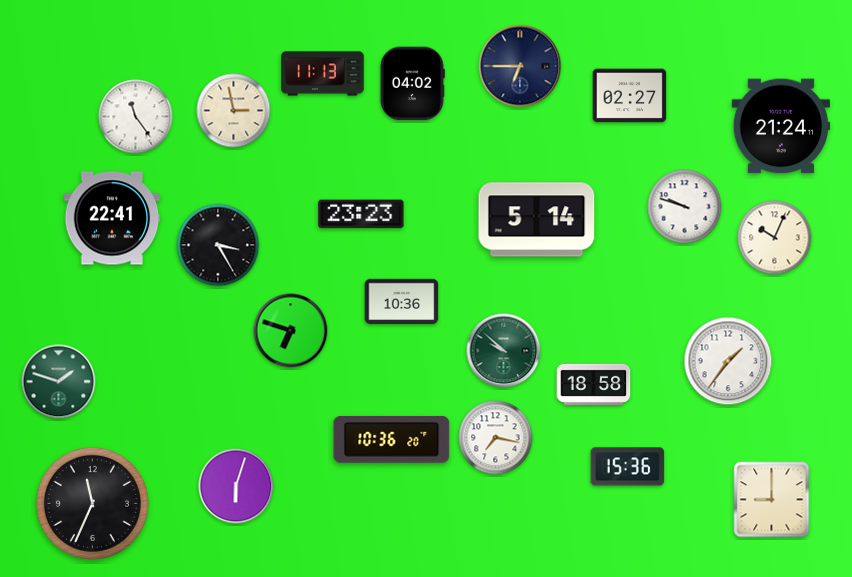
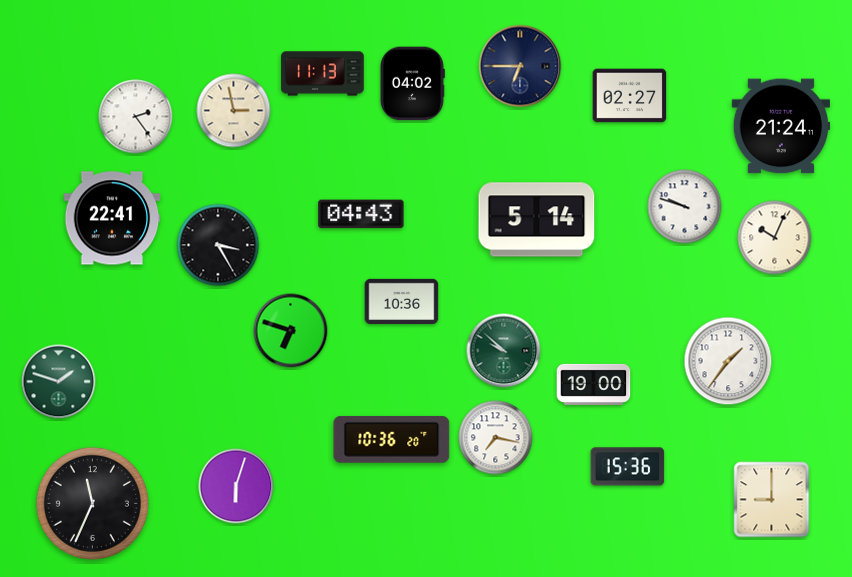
clock at (136, 117): 11:24 -> 2:24
clock at (361, 214): 23:23 -> 04:43
clock at (594, 384): 18:58 -> 19:00
